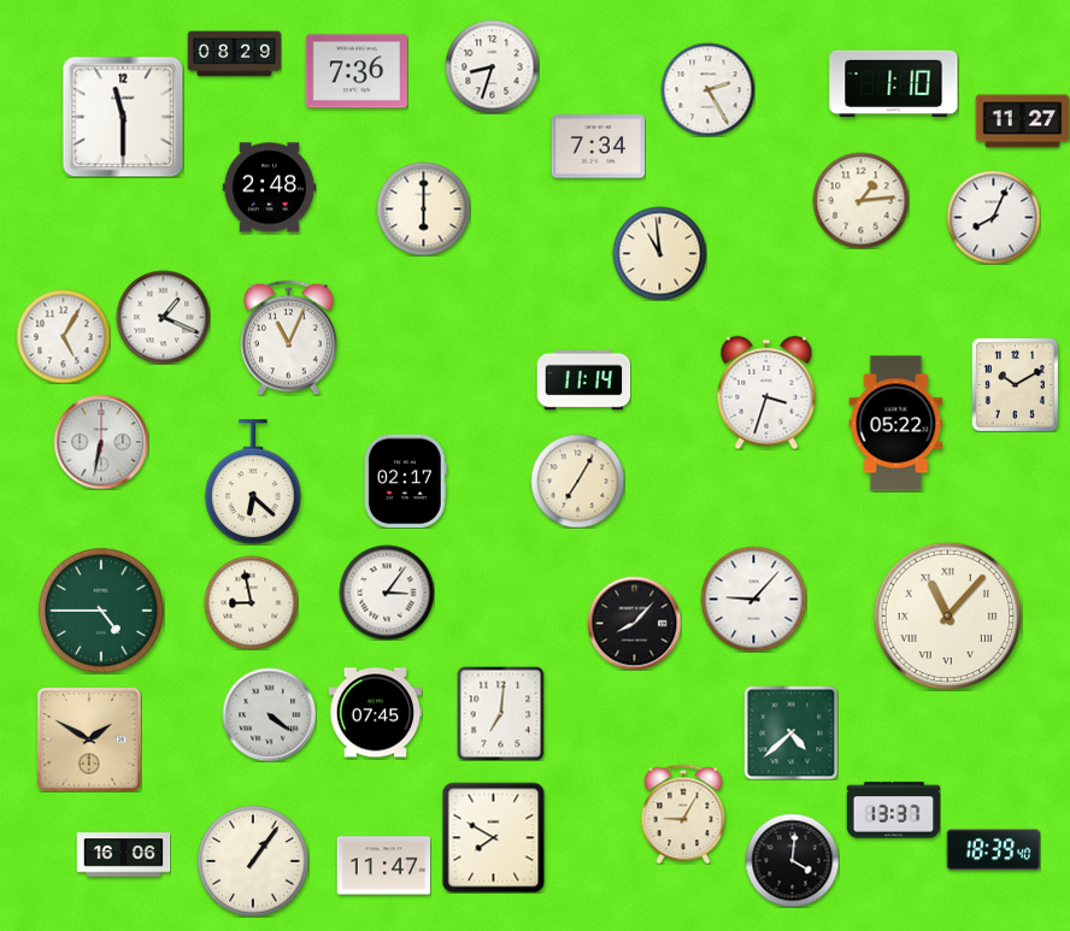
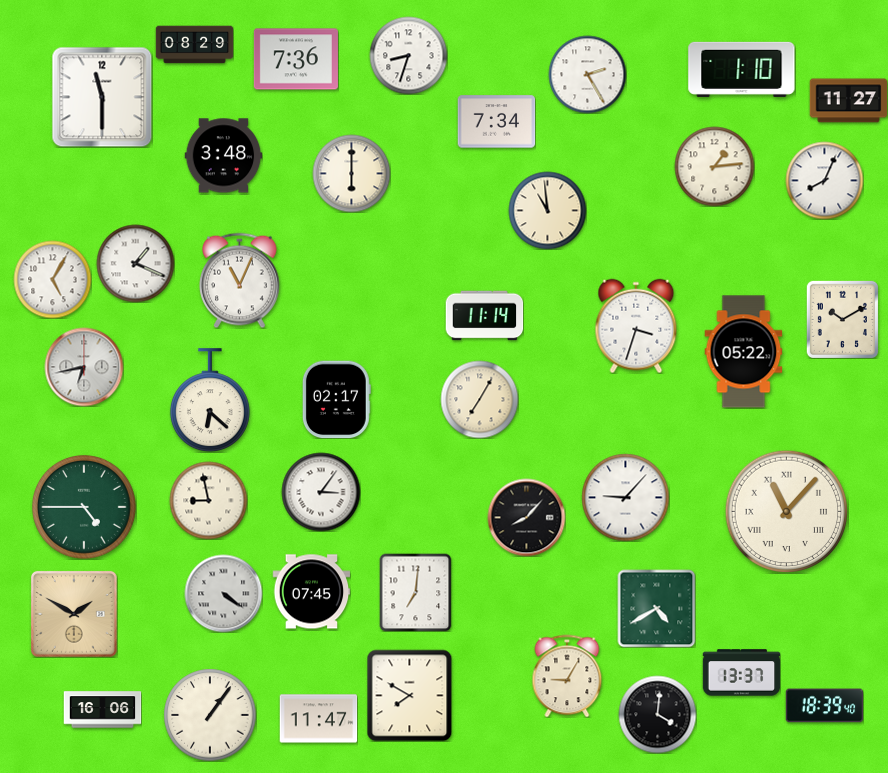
clock at (269, 188): 2:48 -> 3:48
clock at (101, 442): 6:32 -> 6:43
clock at (790, 732): 4:38 -> 4:40
